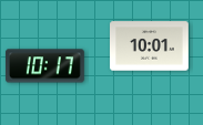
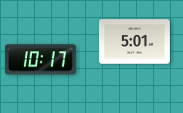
clock at (150, 46): 10:01 -> 5:01
